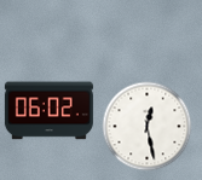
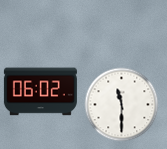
clock at (148, 127): 12:28 -> 11:30
